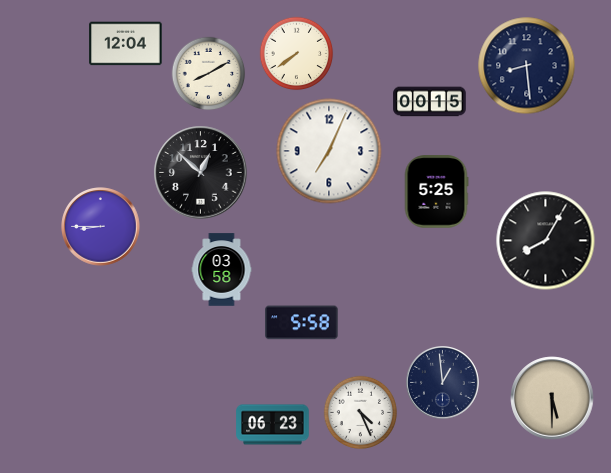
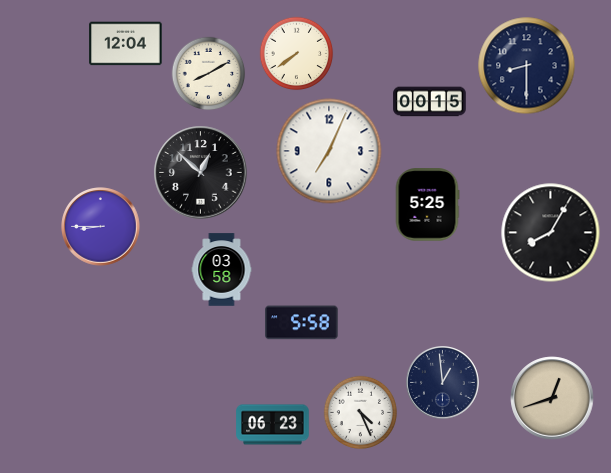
clock at (527, 66): 8:29 -> 8:30
clock at (436, 192) position: (436, 192) -> (427, 205)
clock at (546, 241) position: (546, 241) -> (551, 233)
clock at (552, 398): 5:30 -> 12:42
